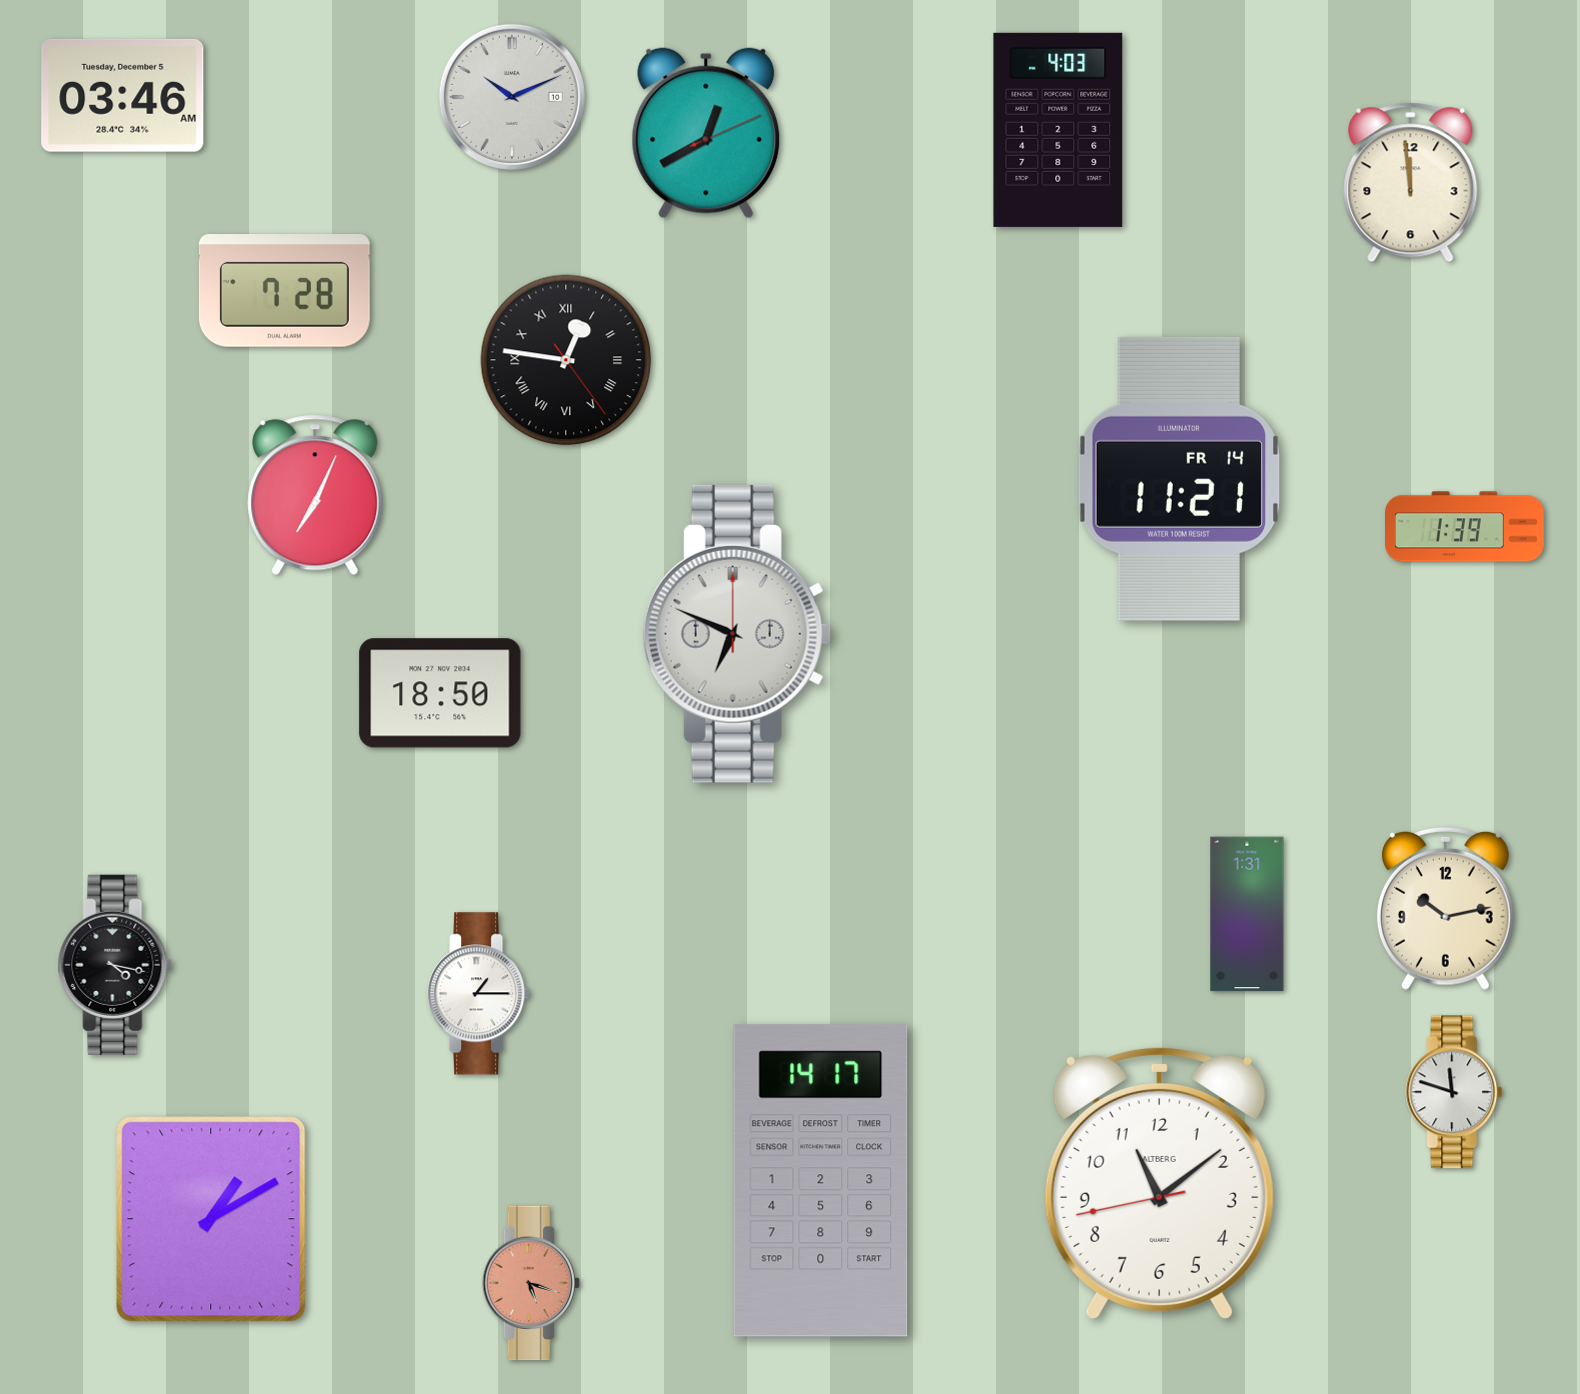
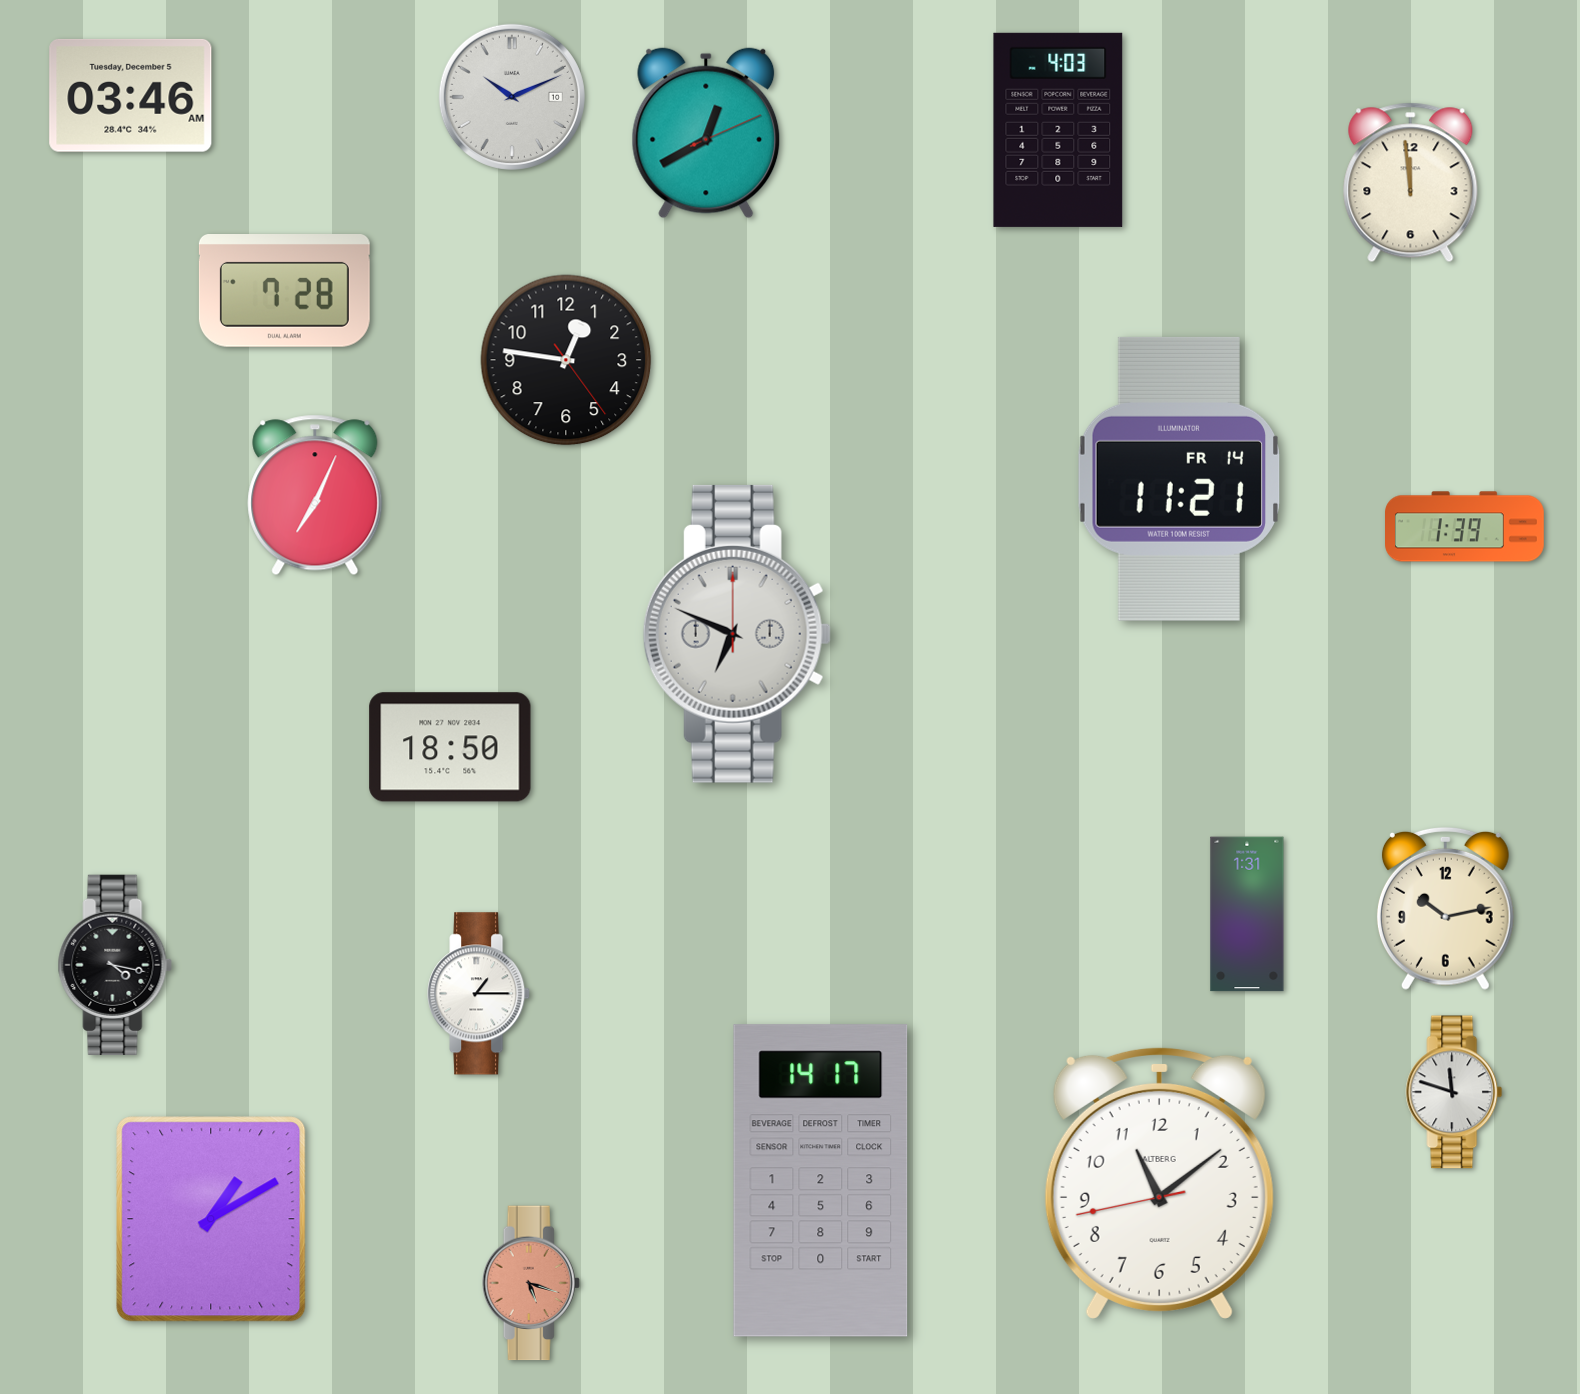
clock at (123, 95) position: (123, 95) -> (131, 95)
clock at (566, 360) numerals: Roman -> Arabic
clock at (440, 693) position: (440, 693) -> (450, 747)
